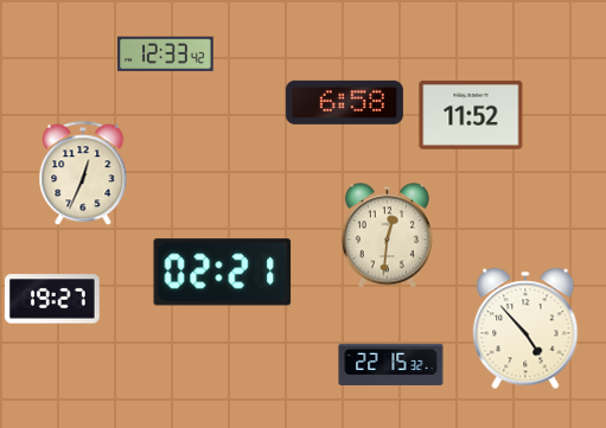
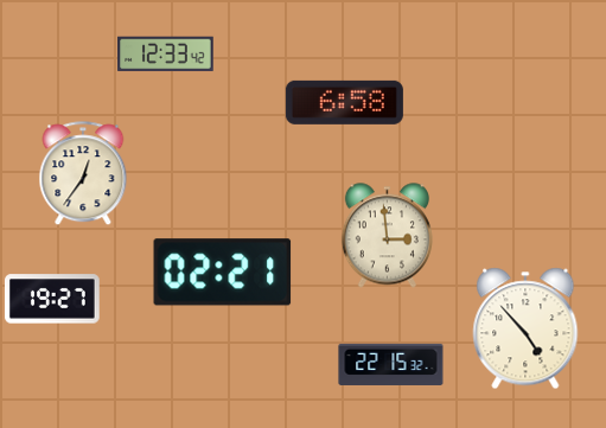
clock at (471, 115): 11:52 -> none
clock at (83, 174): 12:34 -> 12:36
clock at (387, 236): 12:31 -> 2:59
